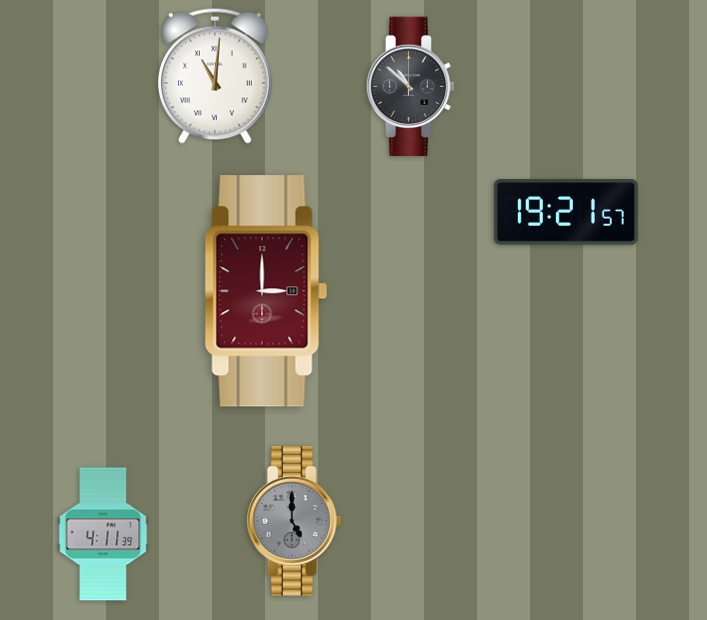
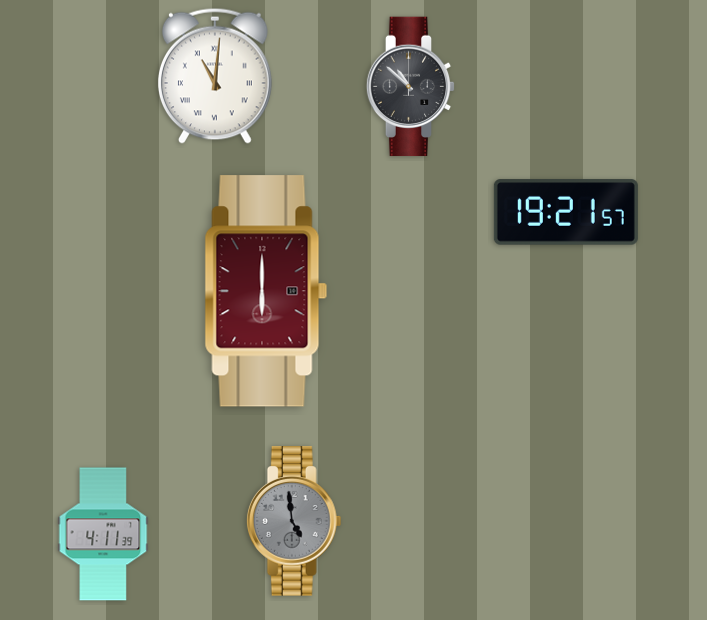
clock at (266, 291): 3:00 -> 6:00
clock at (294, 521): 5:00 -> 4:59
